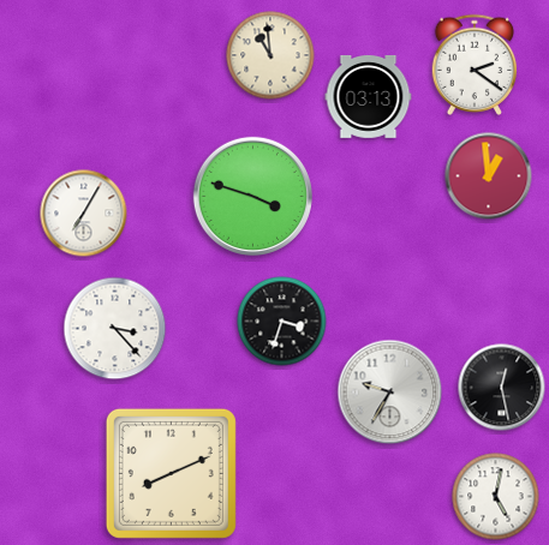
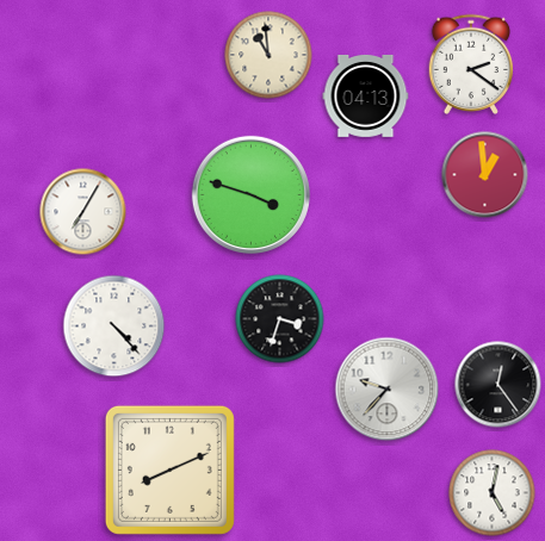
clock at (369, 96): 03:13 -> 04:13
clock at (115, 329): 3:23 -> 4:23
clock at (502, 388): 12:28 -> 12:24
clock at (390, 393): 9:35 -> 9:37
